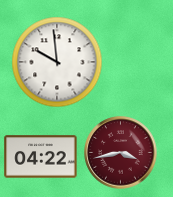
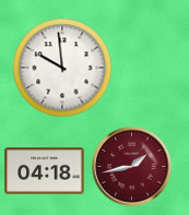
clock at (121, 153): 3:43 -> 1:43
clock at (41, 157): 04:22 -> 04:18
